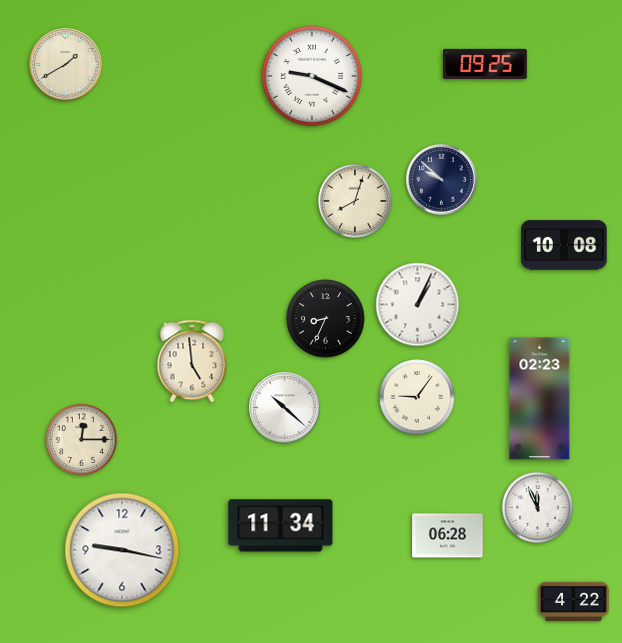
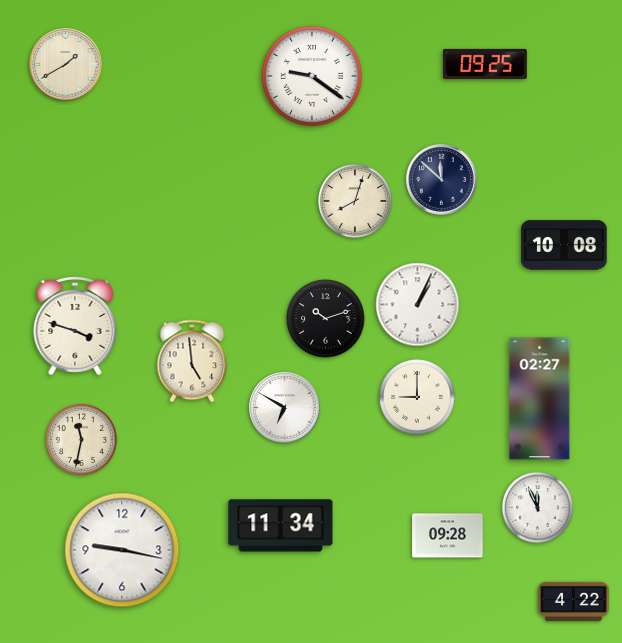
clock at (312, 76): 9:19 -> 9:21
clock at (442, 180): 9:52 -> 11:52
clock at (326, 319): 8:34 -> 10:12
clock at (75, 327): none -> 3:48
clock at (417, 397): 9:06 -> 9:00
clock at (540, 399): 02:23 -> 02:27
clock at (285, 408): 10:22 -> 6:50
clock at (81, 439): 12:15 -> 11:32
clock at (448, 536): 06:28 -> 09:28
